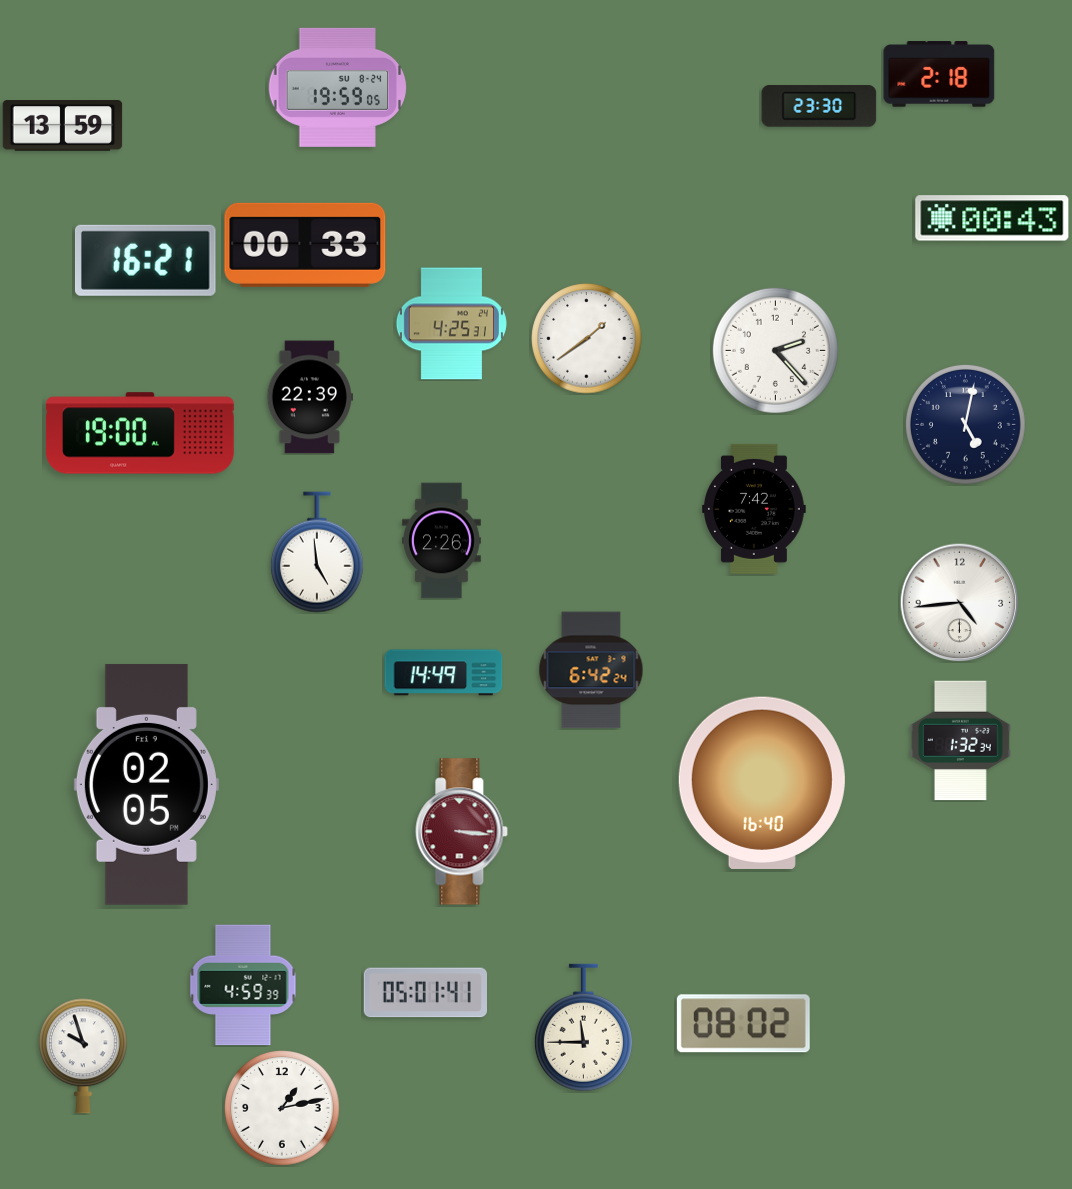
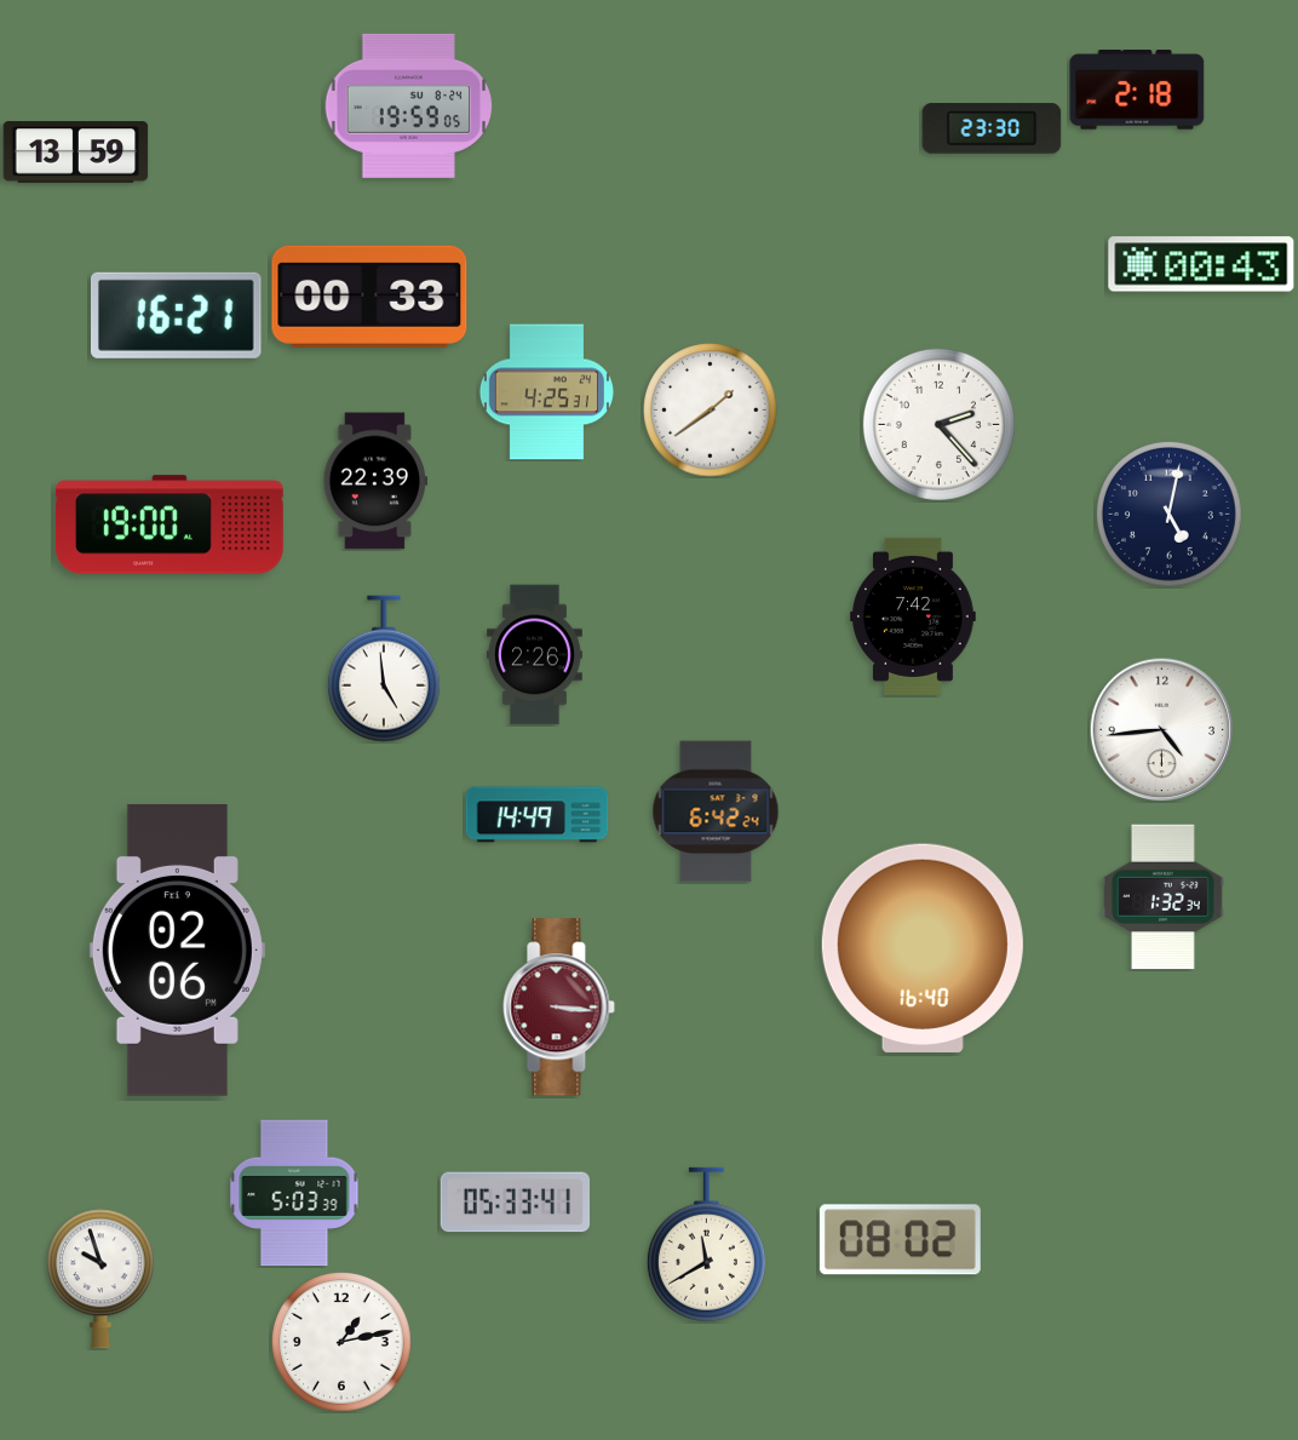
clock at (146, 784): 02:05 -> 02:06
clock at (243, 985): 4:59 -> 5:03
clock at (425, 993): 05:01 -> 05:33
clock at (583, 1028): 11:45 -> 11:40
